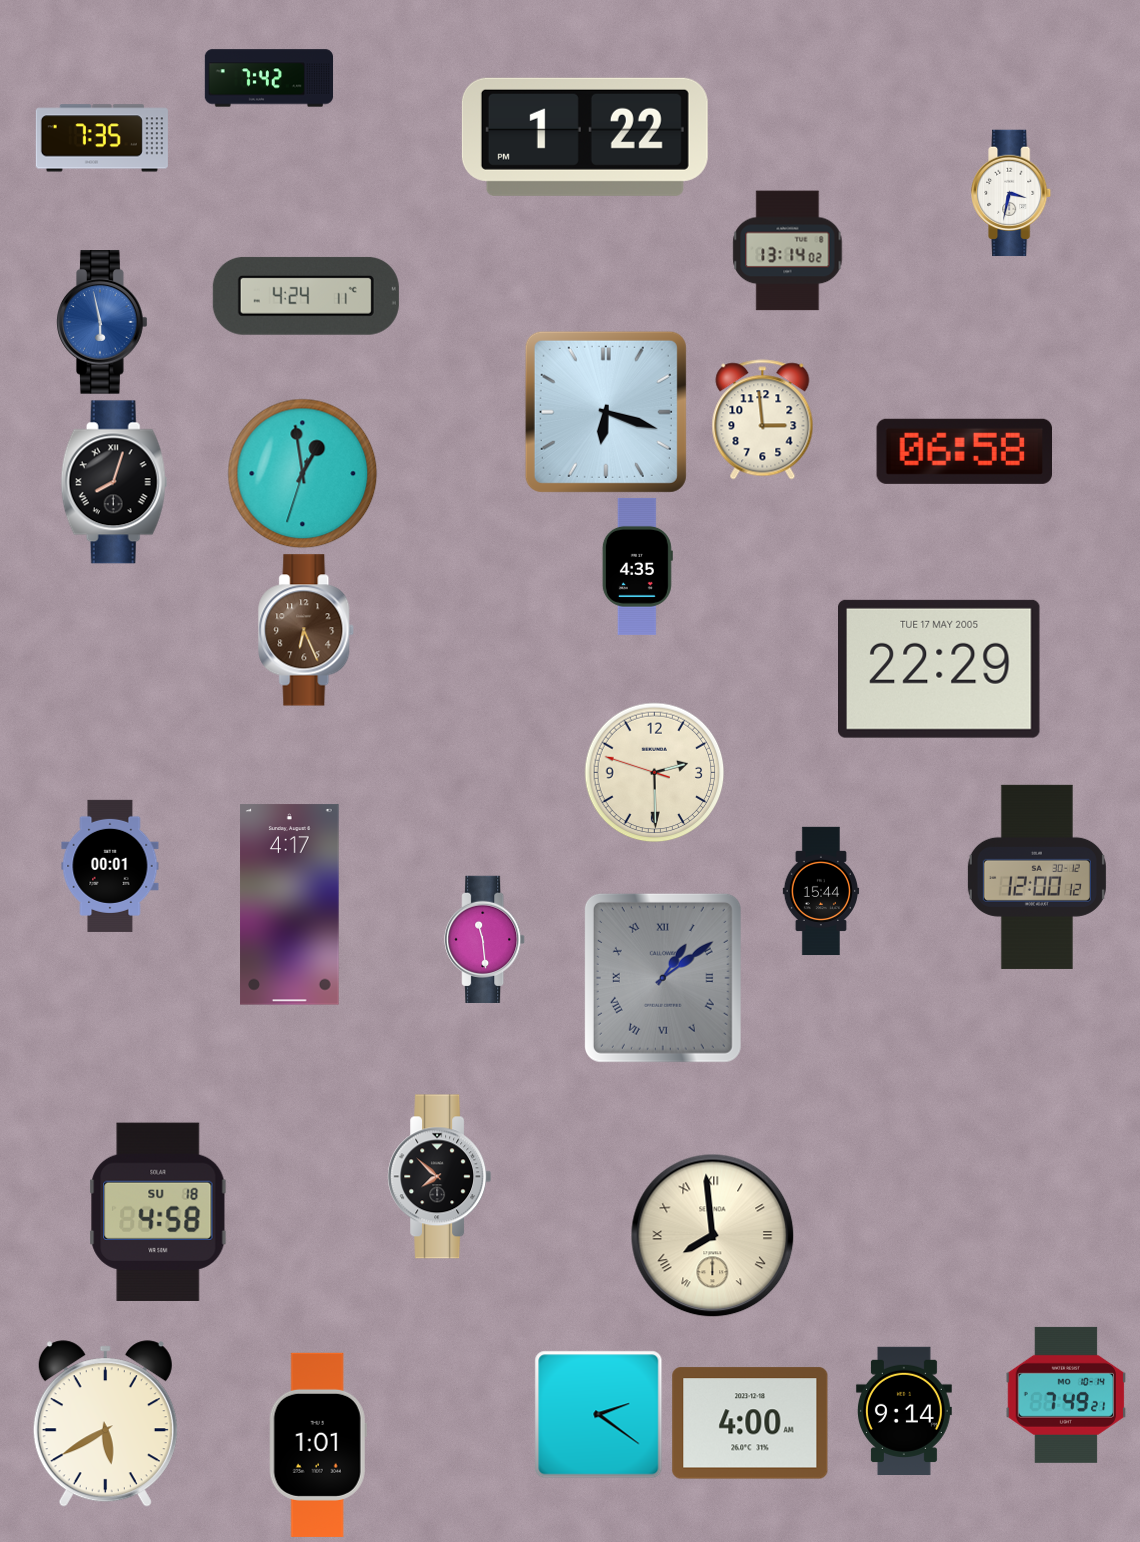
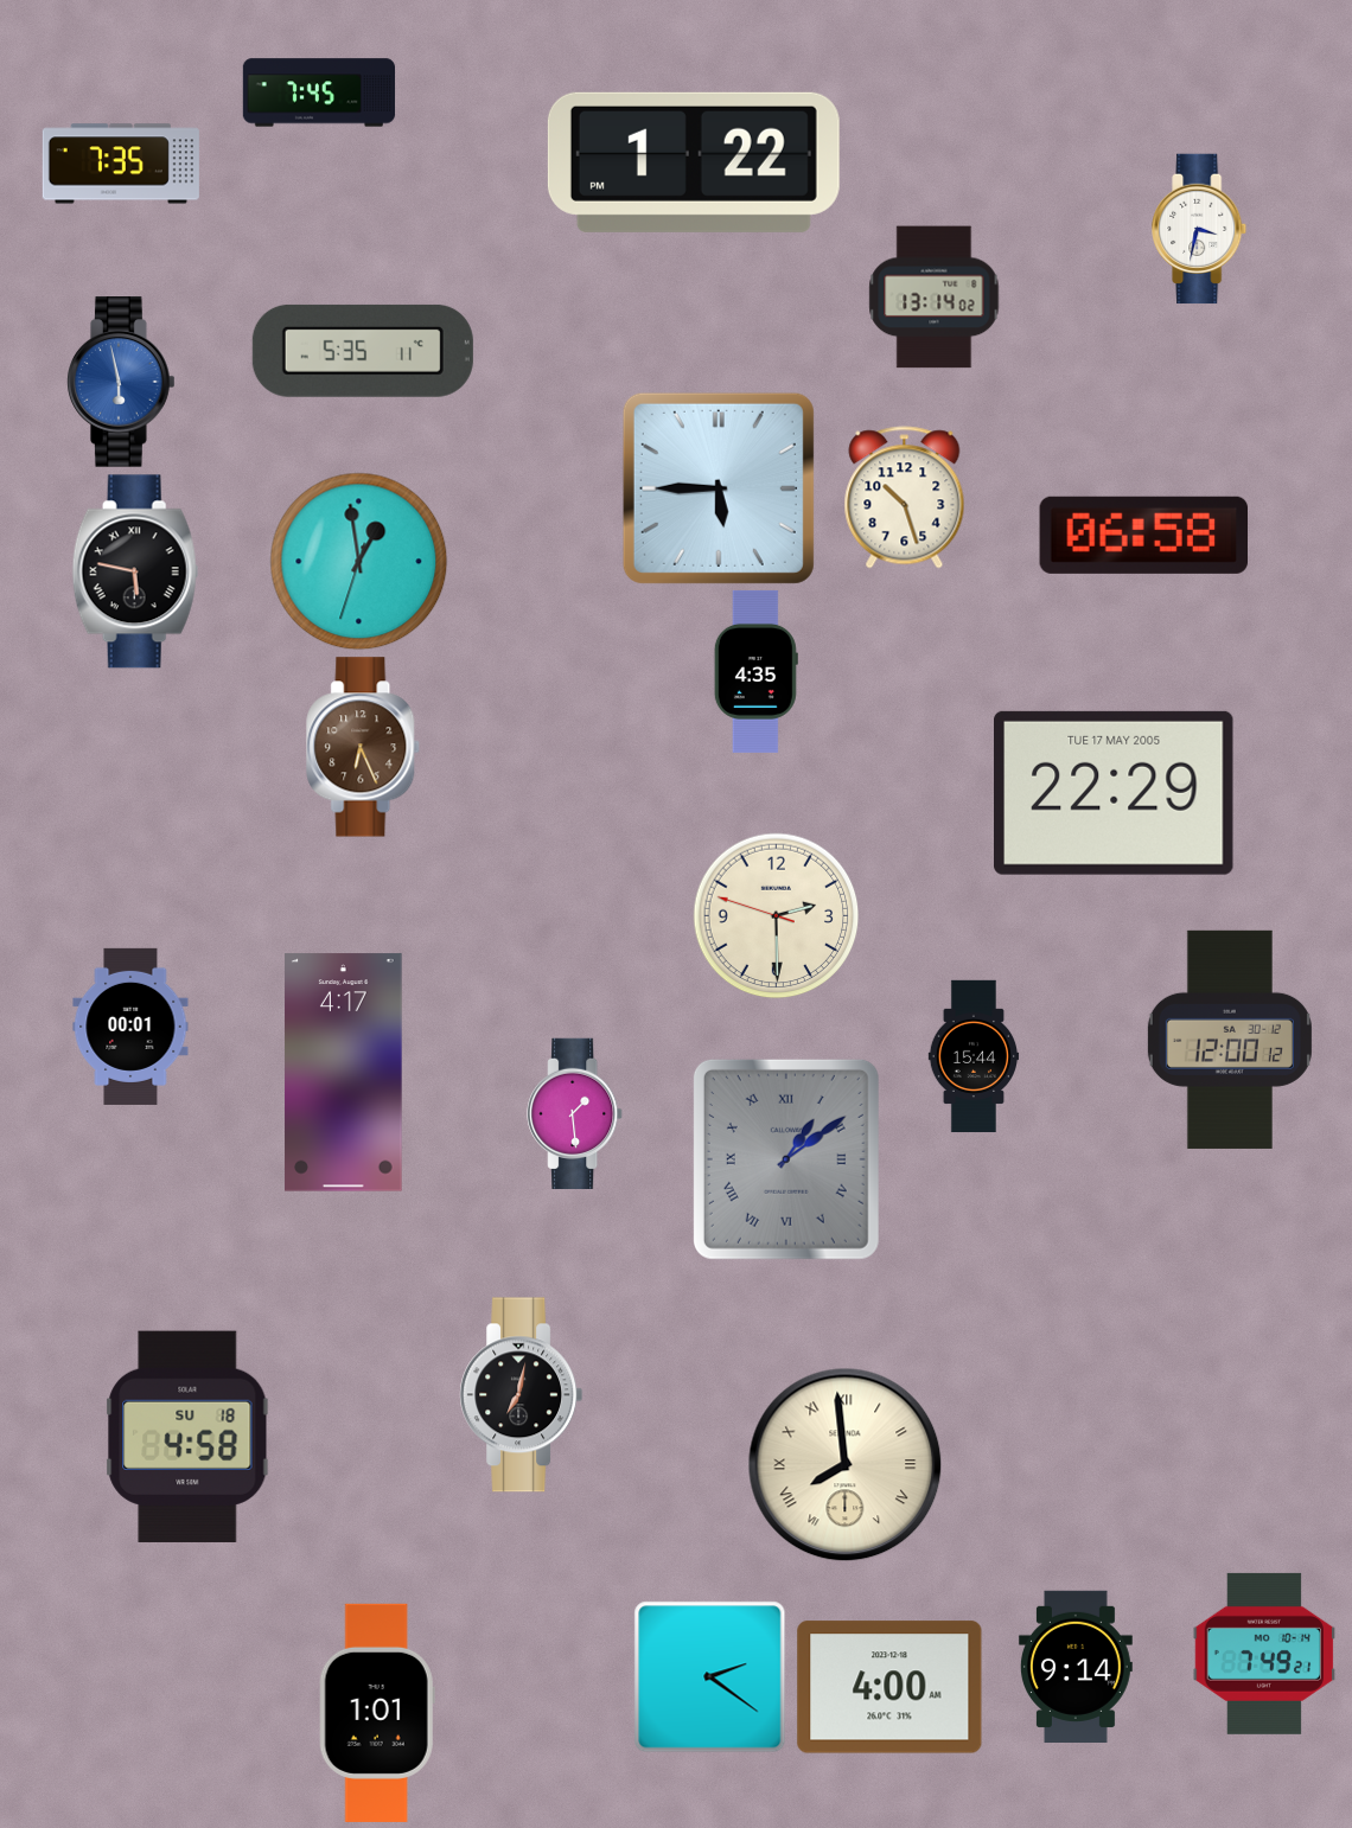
clock at (269, 78): 7:42 -> 7:45
clock at (306, 296): 4:24 -> 5:35
clock at (606, 412): 6:18 -> 5:45
clock at (763, 420): 2:59 -> 10:27
clock at (114, 482): 8:03 -> 5:47
clock at (485, 939): 11:29 -> 1:29
clock at (440, 1177): 7:52 -> 7:02
clock at (904, 1410) position: (904, 1410) -> (1076, 1666)
clock at (105, 1424): 5:40 -> none
